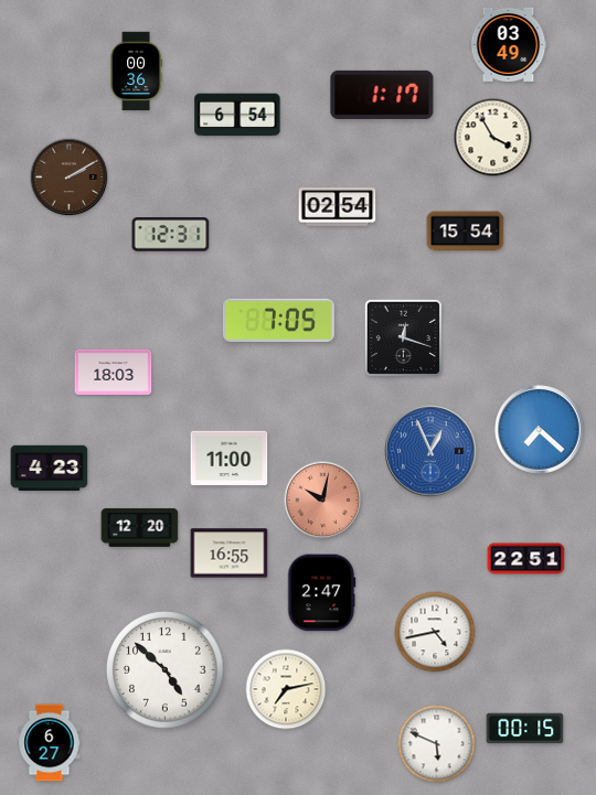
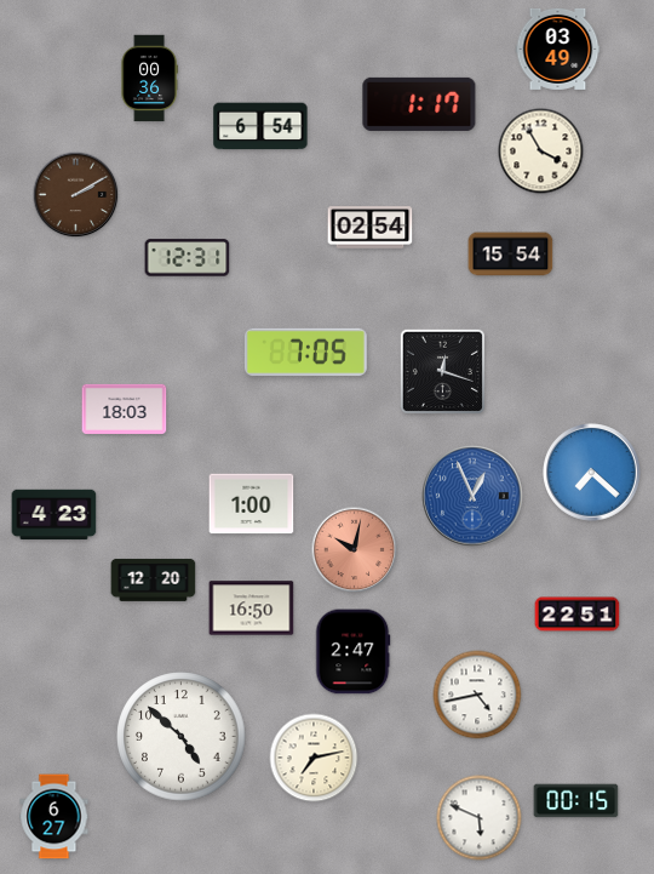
clock at (230, 459): 11:00 -> 1:00
clock at (230, 554): 16:55 -> 16:50
